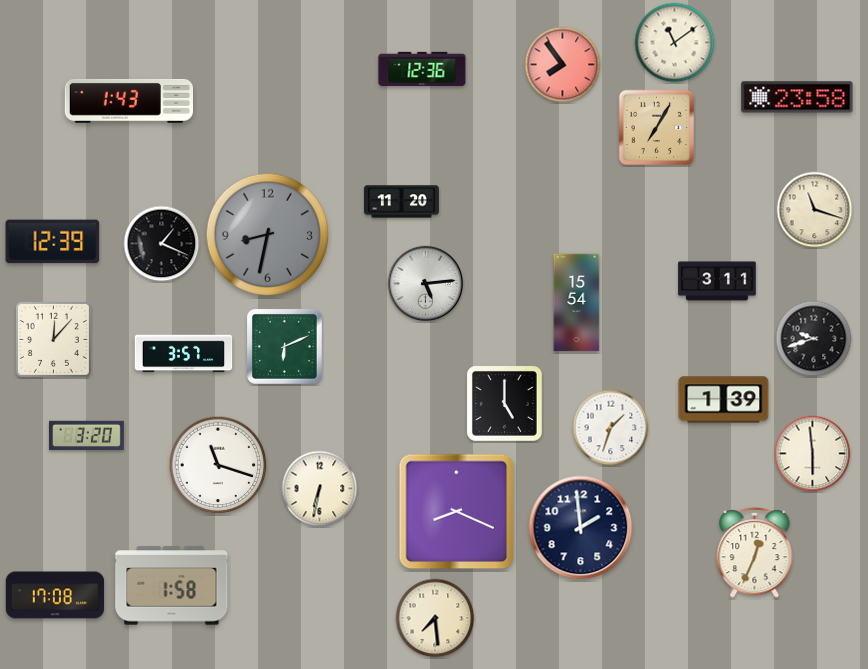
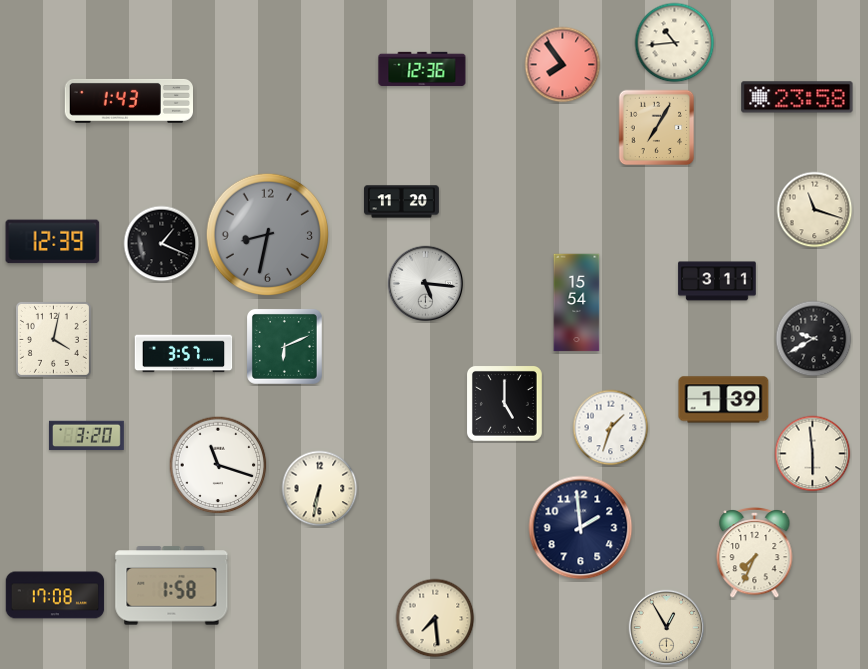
clock at (675, 43): 11:09 -> 10:44
clock at (426, 284): 5:14 -> 5:16
clock at (53, 339): 12:07 -> 4:02
clock at (814, 339): 9:42 -> 9:40
clock at (457, 512): 8:19 -> none
clock at (755, 552): 12:34 -> 7:34
clock at (667, 628): none -> 12:55
